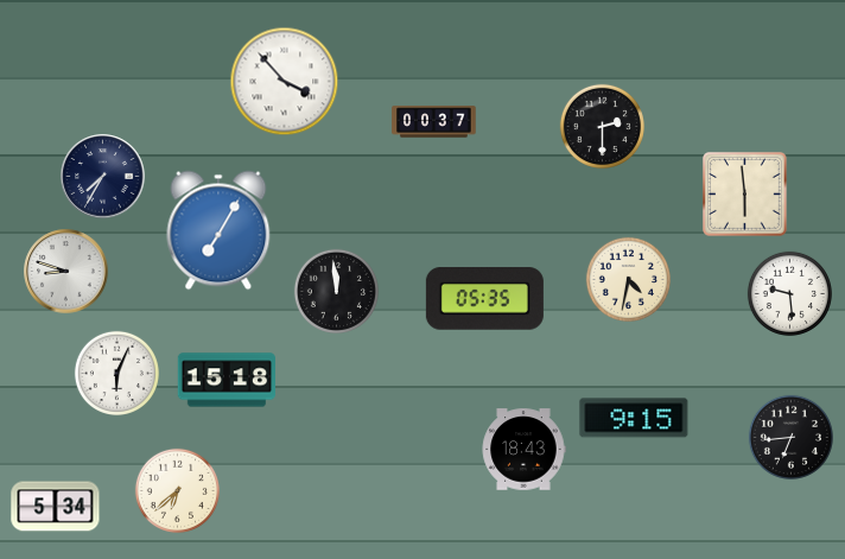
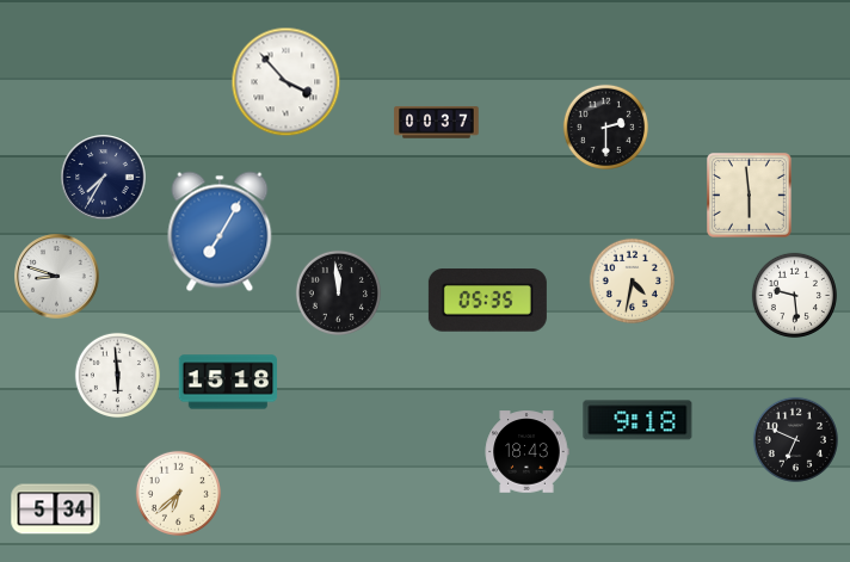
clock at (66, 272) position: (66, 272) -> (57, 277)
clock at (116, 373): 6:04 -> 5:59
clock at (634, 418): 9:15 -> 9:18
clock at (790, 437): 6:44 -> 6:49
